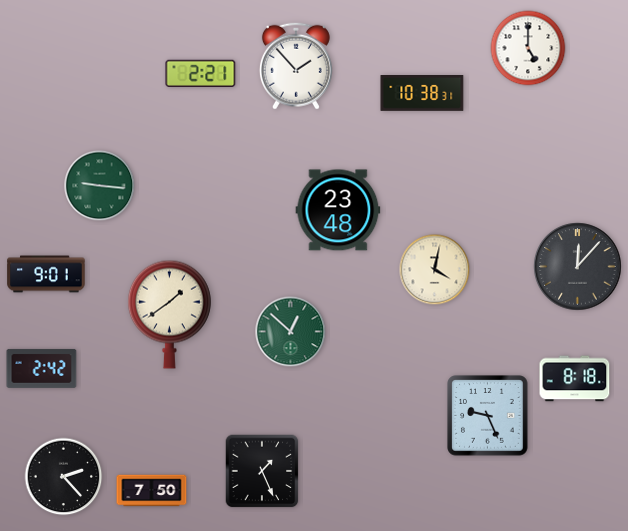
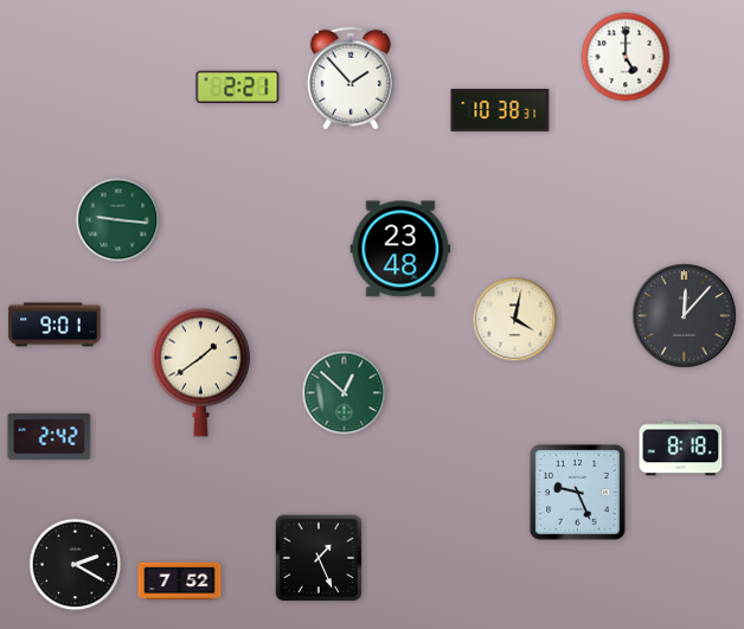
clock at (262, 471) position: (262, 471) -> (319, 558)
clock at (64, 477): 2:23 -> 2:20
clock at (152, 491): 7:50 -> 7:52
